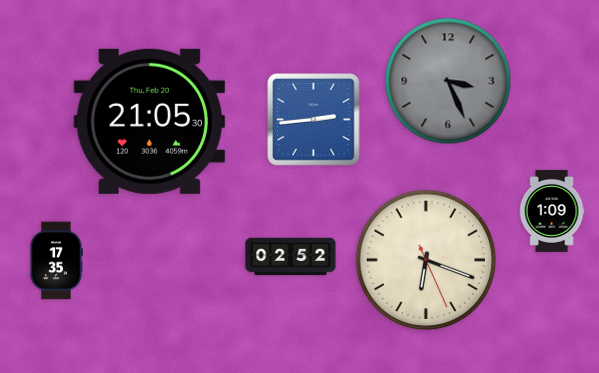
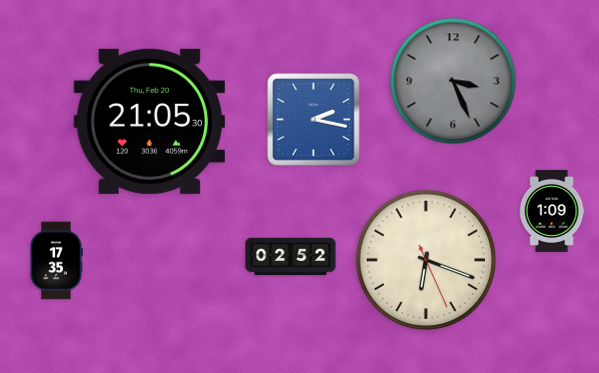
clock at (448, 81) position: (448, 81) -> (453, 81)
clock at (314, 120): 2:44 -> 2:17
